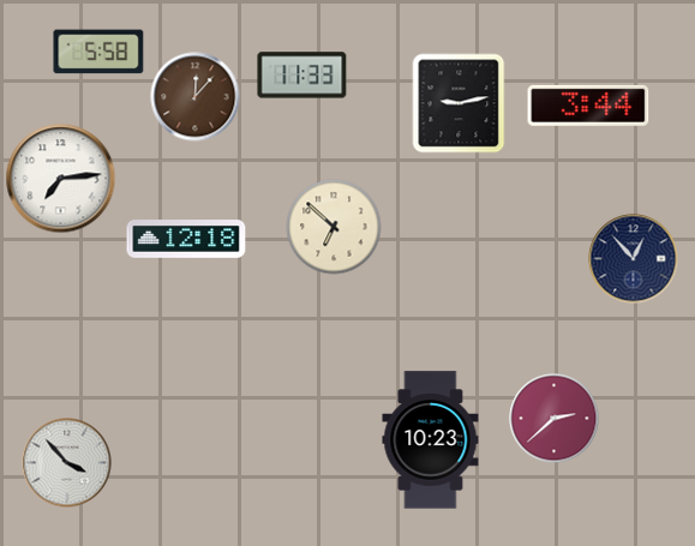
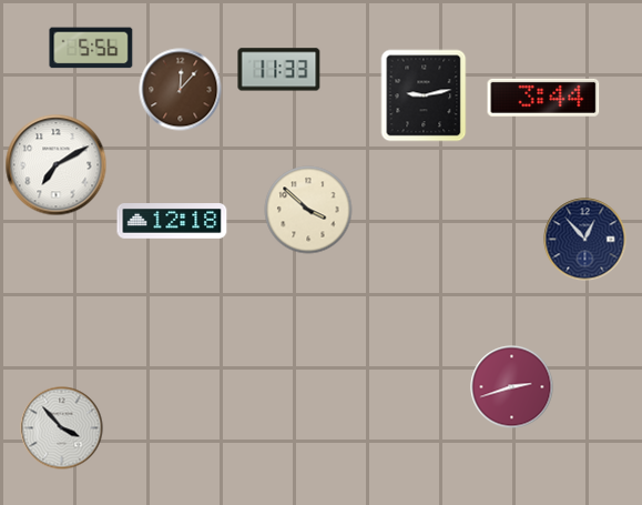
clock at (98, 52): 5:58 -> 5:56
clock at (61, 179): 7:14 -> 7:10
clock at (334, 227): 6:52 -> 3:52
clock at (555, 419): 2:38 -> 2:42
clock at (431, 440): 10:23 -> none
